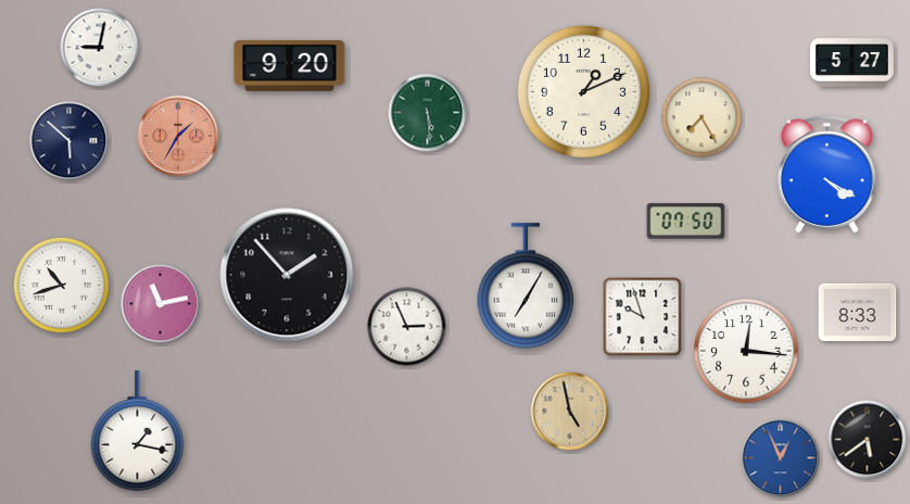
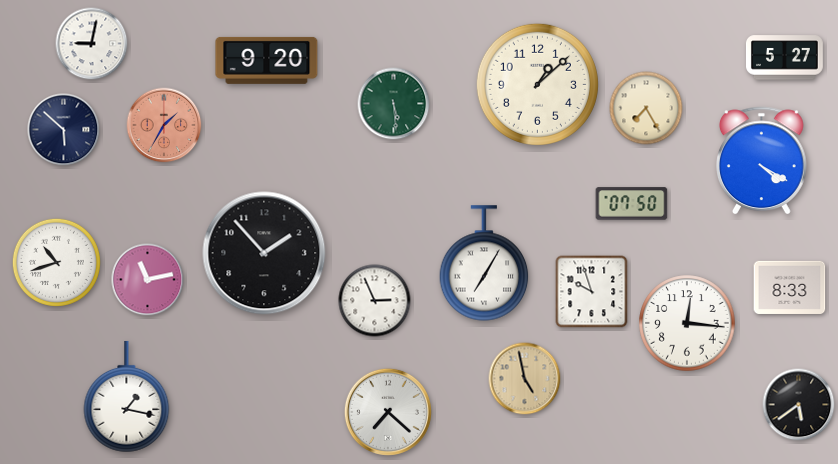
clock at (583, 91): 1:11 -> 1:08
clock at (388, 412): none -> 7:22
clock at (781, 458): 12:56 -> none
